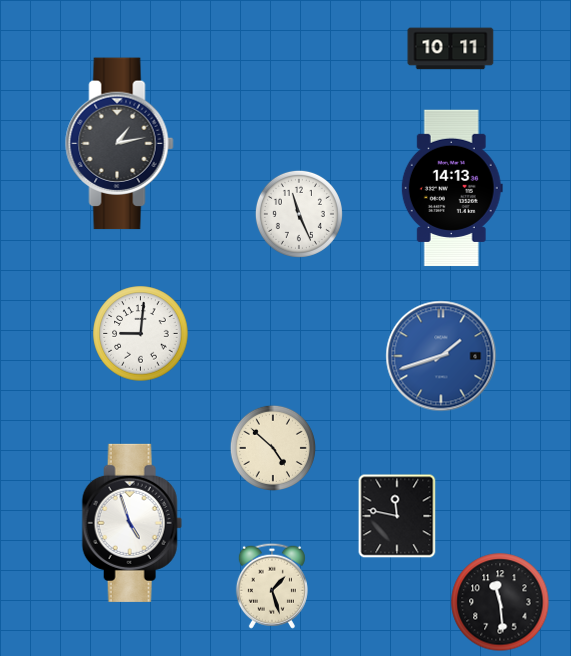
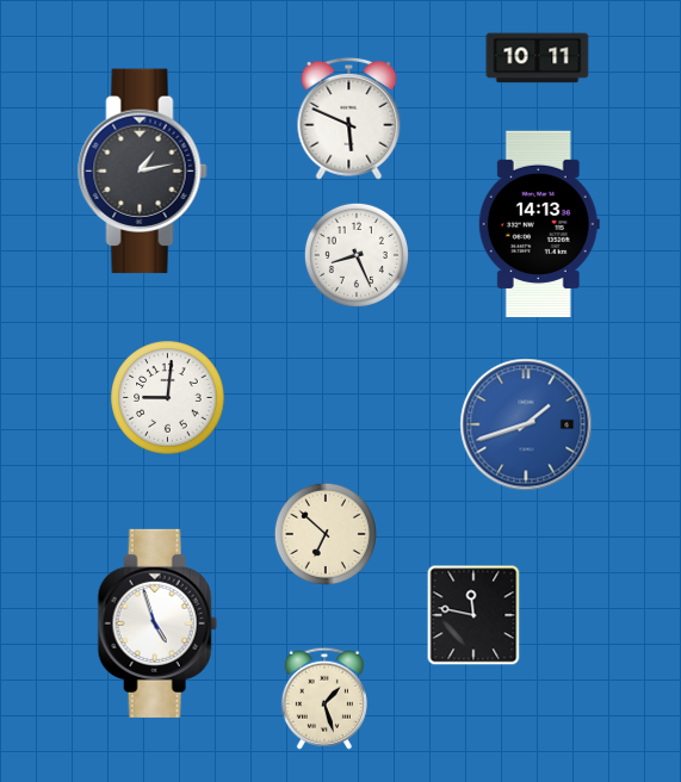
clock at (349, 118): none -> 5:49
clock at (299, 214): 11:26 -> 8:26
clock at (273, 448): 4:52 -> 6:52
clock at (500, 602): 11:29 -> none
